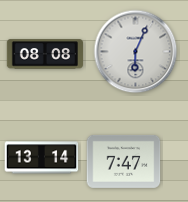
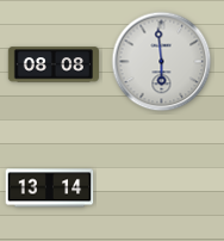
clock at (136, 52): 6:04 -> 5:59
clock at (124, 161): 7:47 -> none
